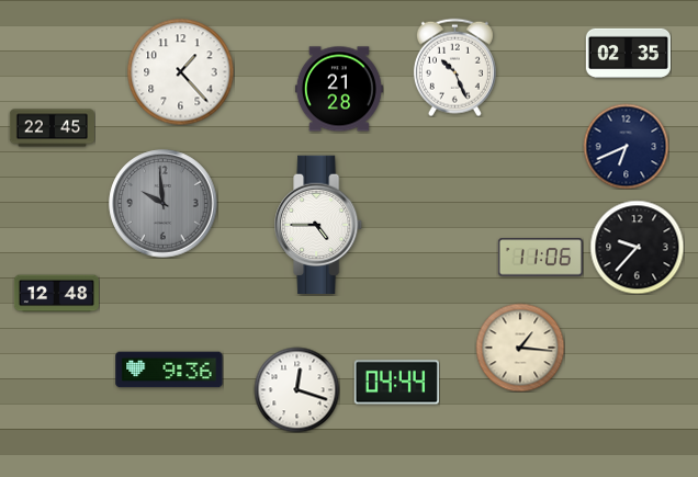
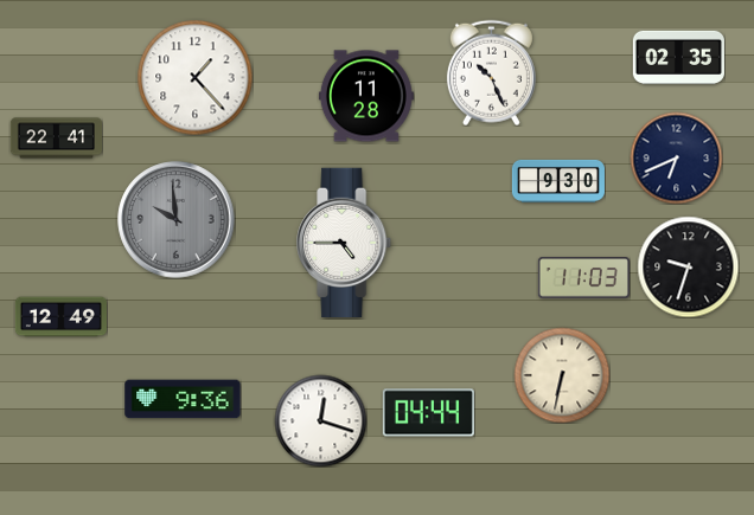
clock at (339, 89): 21:28 -> 11:28
clock at (52, 128): 22:45 -> 22:41
clock at (558, 181): none -> 9:30
clock at (637, 247): 9:37 -> 9:33
clock at (540, 258): 11:06 -> 11:03
clock at (56, 294): 12:48 -> 12:49
clock at (520, 348): 1:16 -> 6:32
